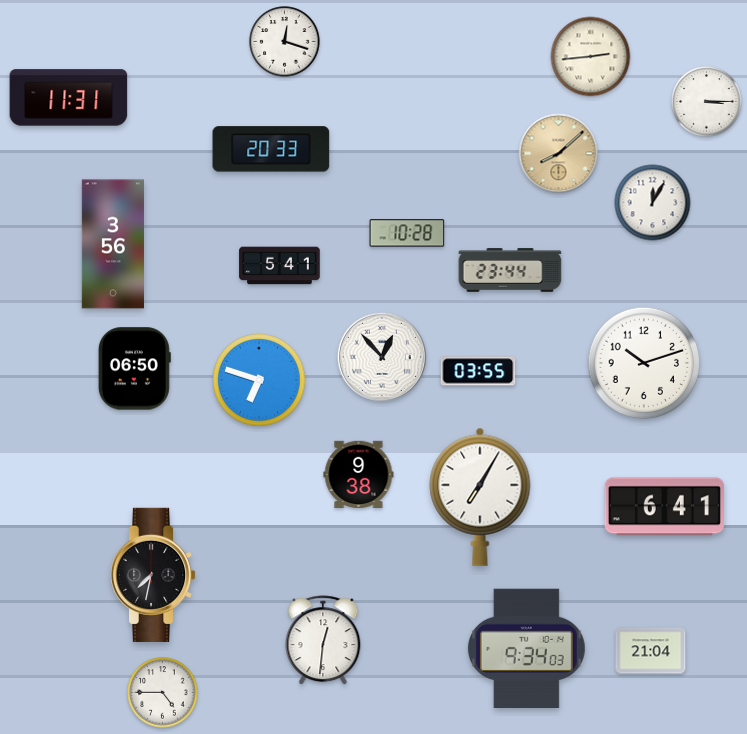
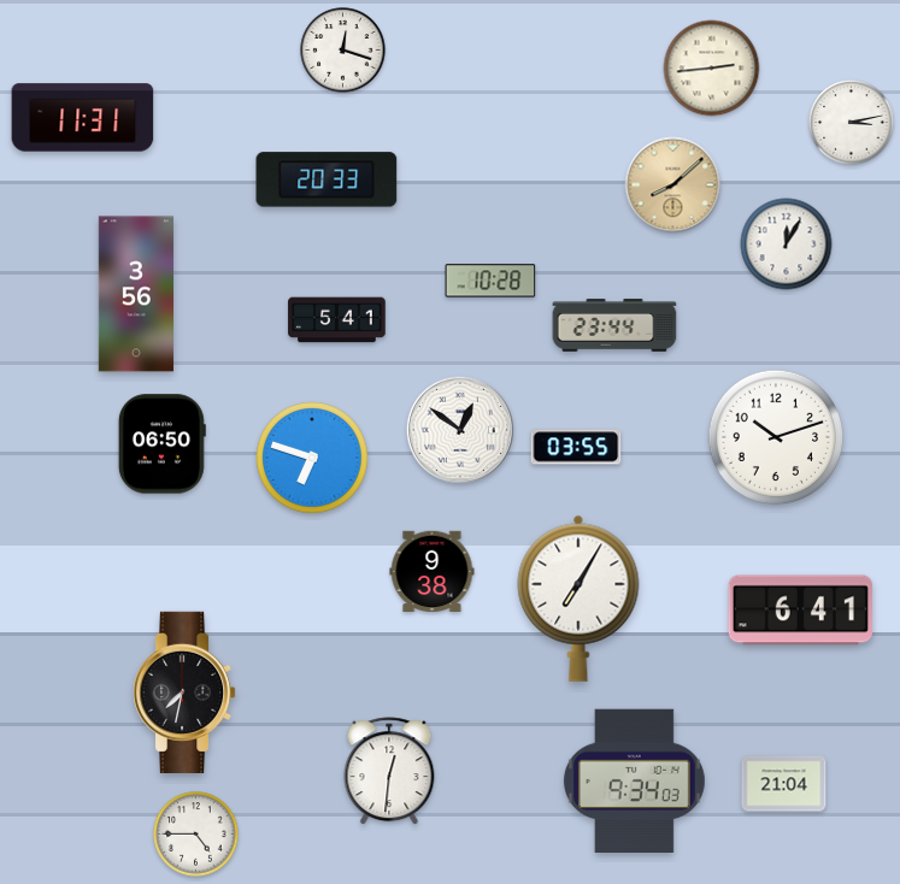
clock at (707, 102): 3:15 -> 3:13
clock at (382, 357): 12:53 -> 12:51
